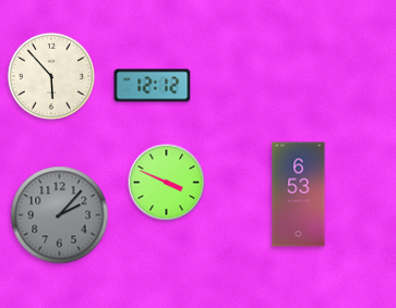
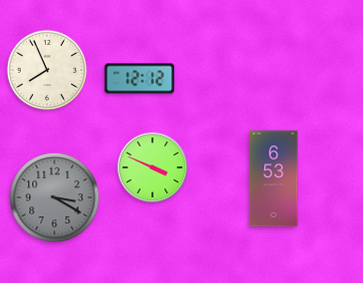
clock at (50, 75): 5:53 -> 7:56
clock at (60, 215): 2:07 -> 3:20
